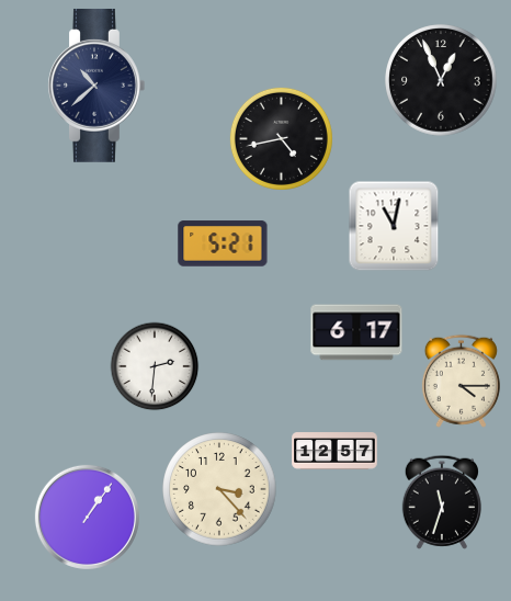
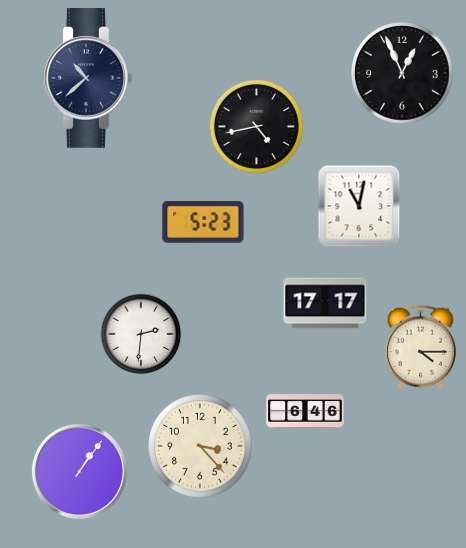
clock at (223, 243): 5:21 -> 5:23
clock at (356, 332): 6:17 -> 17:17
clock at (334, 451): 12:57 -> 6:46
clock at (442, 502): 11:33 -> none
